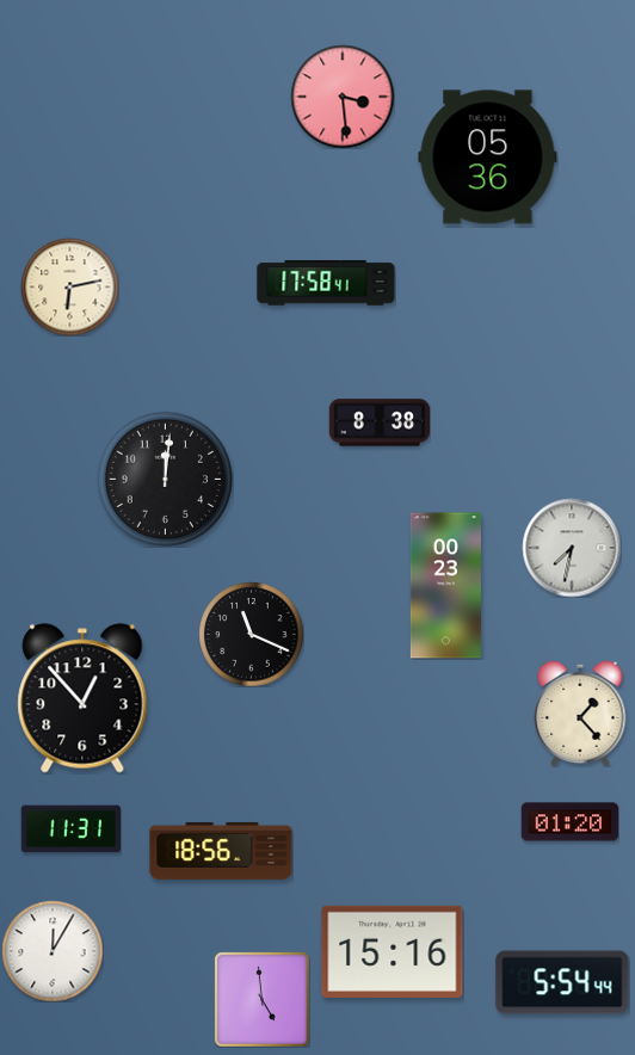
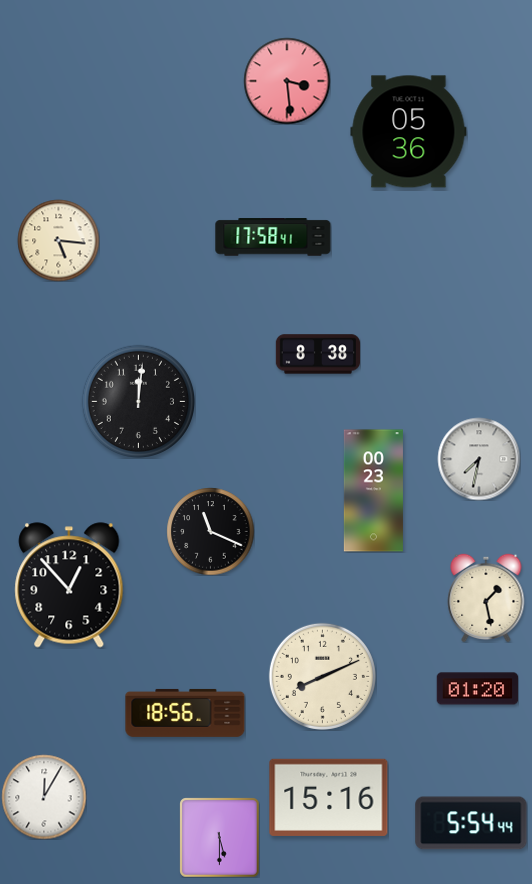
clock at (69, 286): 6:13 -> 5:16
clock at (580, 714): 1:23 -> 1:28
clock at (322, 676): none -> 8:11
clock at (70, 829): 11:31 -> none
clock at (261, 999): 4:59 -> 5:30
